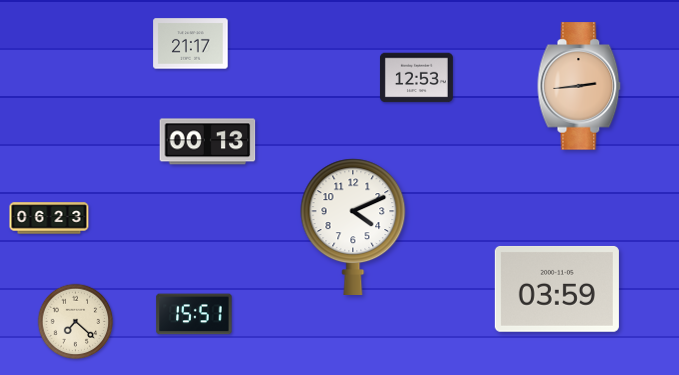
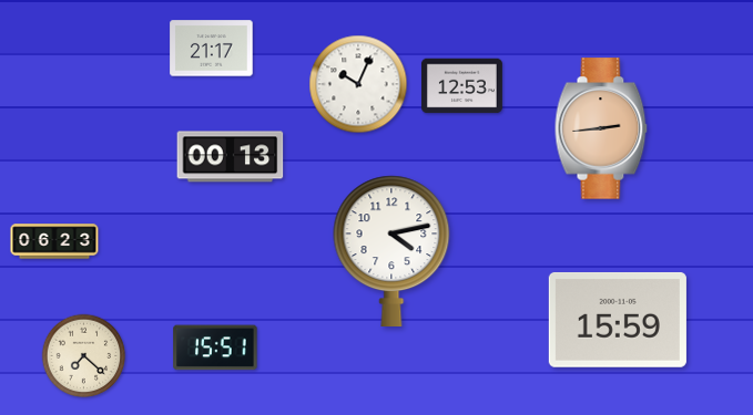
clock at (358, 84): none -> 10:04
clock at (579, 86) position: (579, 86) -> (601, 128)
clock at (353, 226): 4:11 -> 4:13
clock at (557, 289): 03:59 -> 15:59
